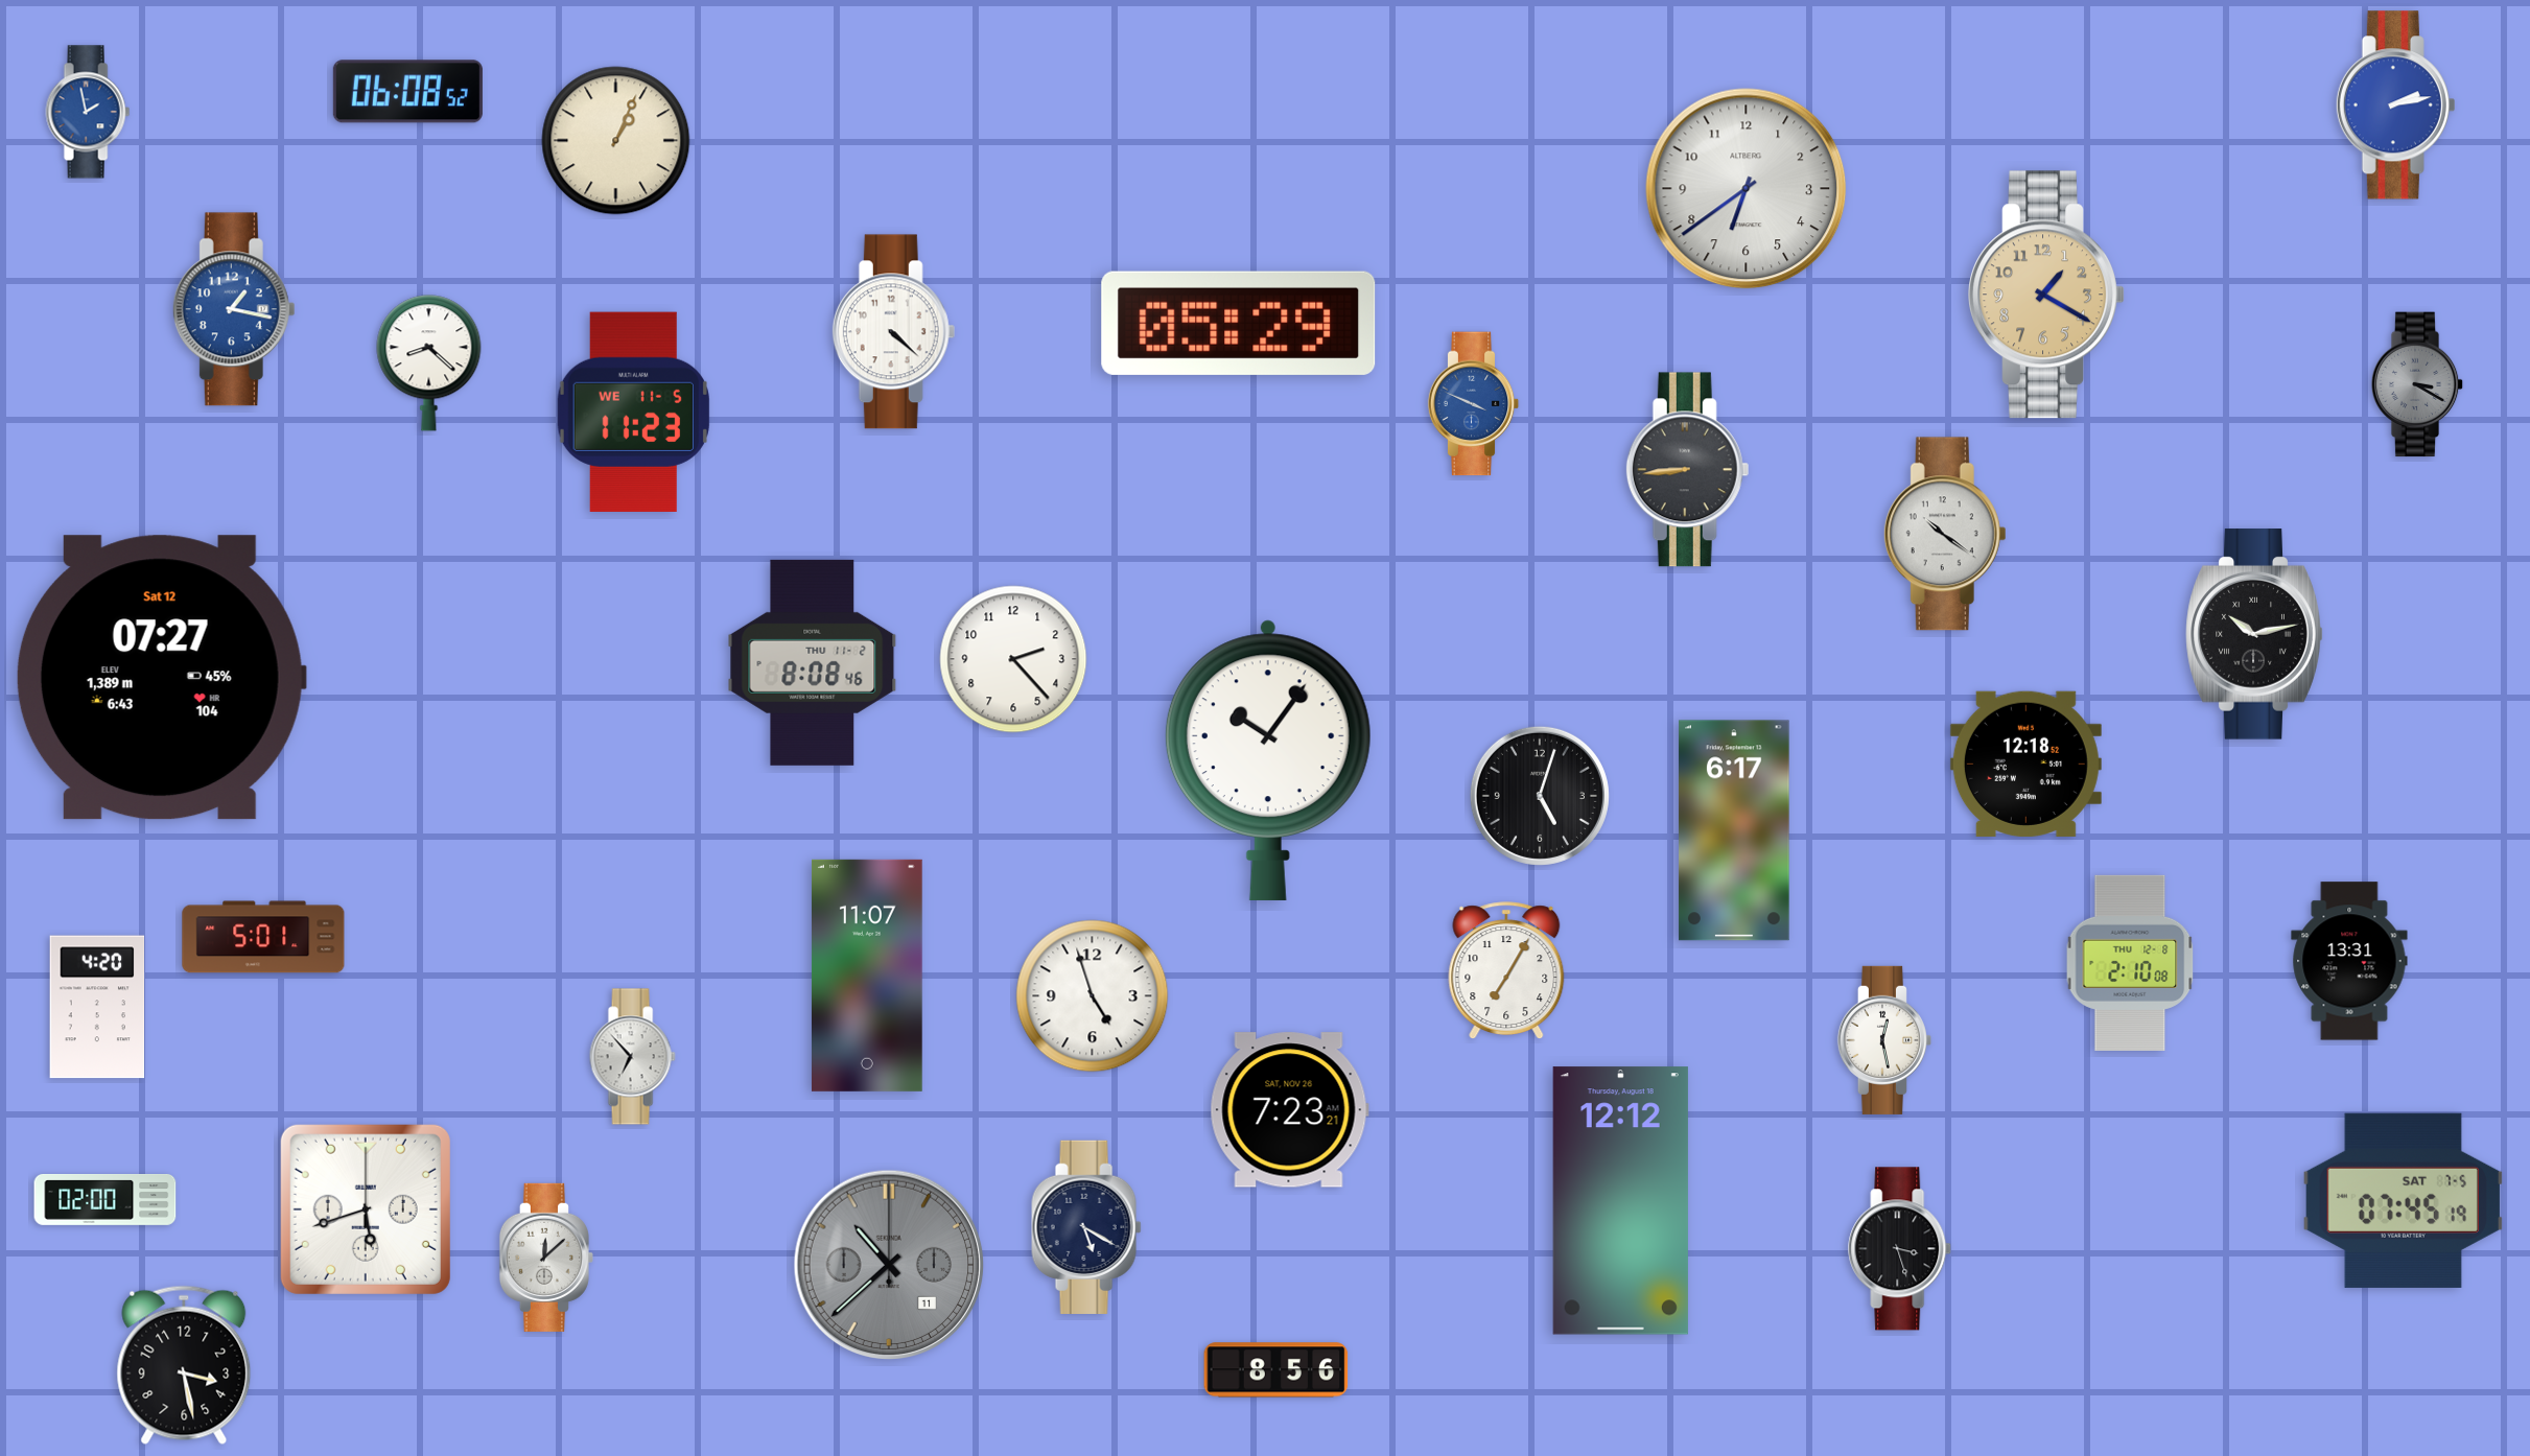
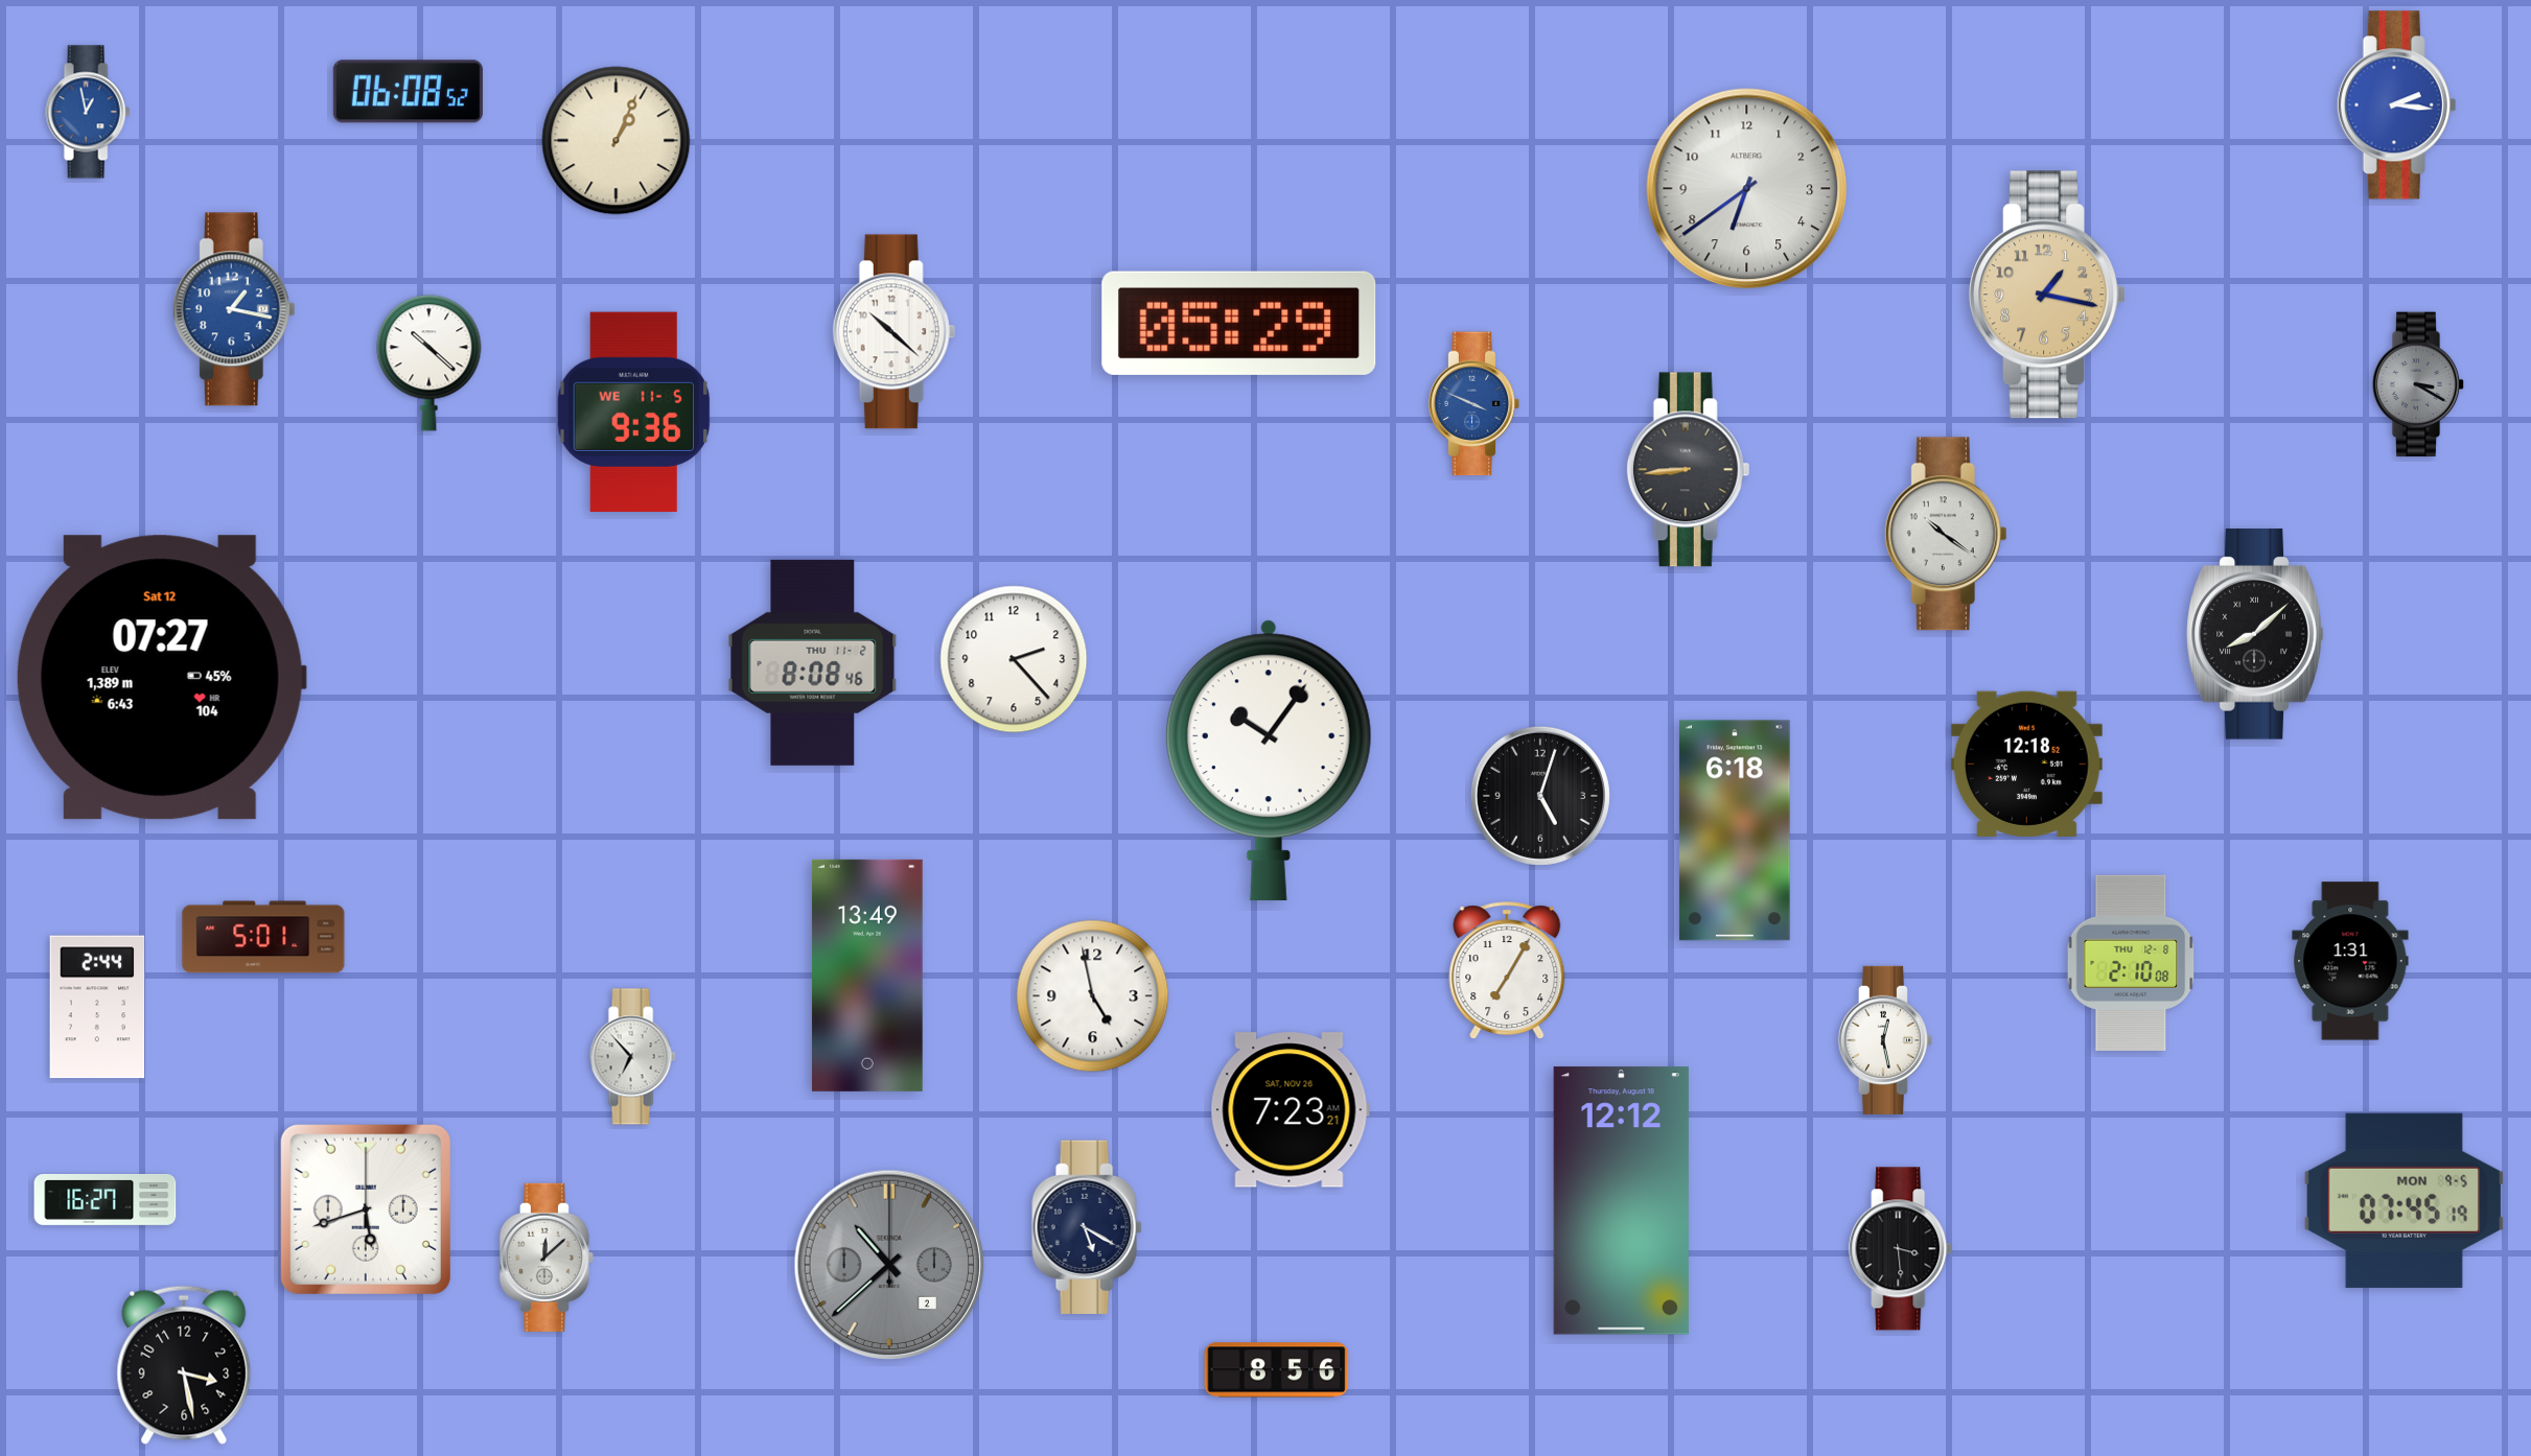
clock at (2395, 105): 2:13 -> 2:16
clock at (88, 112): 1:58 -> 12:58
clock at (2046, 295): 1:20 -> 1:17
clock at (894, 332): 4:22 -> 10:22
clock at (429, 363): 8:22 -> 10:22
clock at (633, 412): 11:23 -> 9:36
clock at (2254, 634): 10:13 -> 8:08
clock at (1734, 830): 6:17 -> 6:18
clock at (2349, 961): 13:31 -> 1:31
clock at (867, 976): 11:07 -> 13:49
clock at (1093, 996): 4:57 -> 4:58
clock at (97, 1007): 4:20 -> 2:44
clock at (106, 1200): 02:00 -> 16:27
clock at (2403, 1200) date: SAT 7-5 -> MON 9-5
clock at (1900, 1249): 3:27 -> 3:29
clock at (889, 1265) date: 11 -> 2
